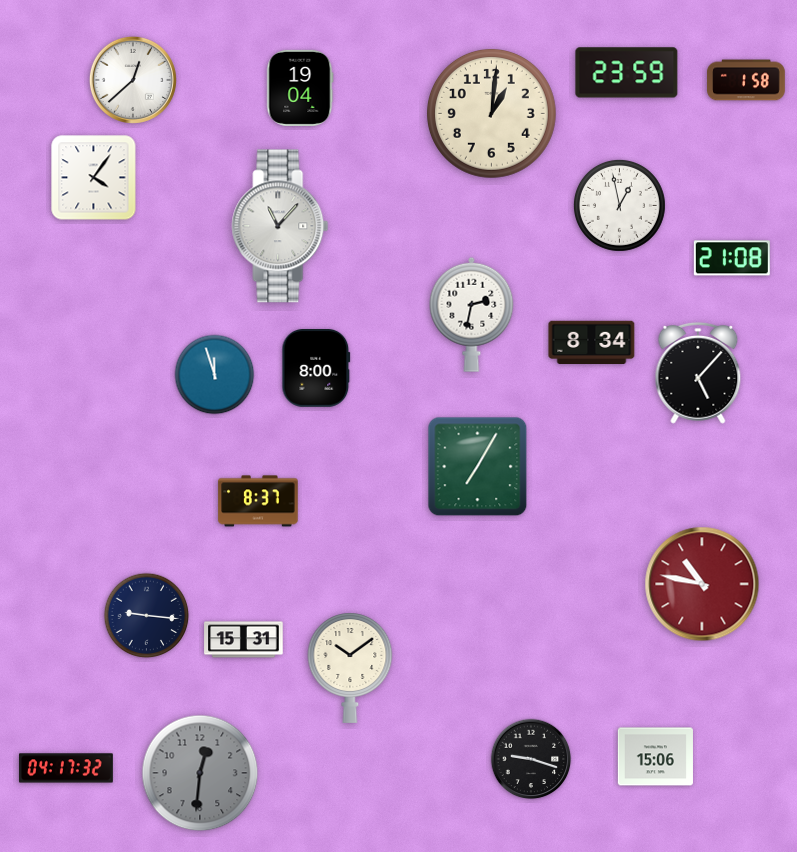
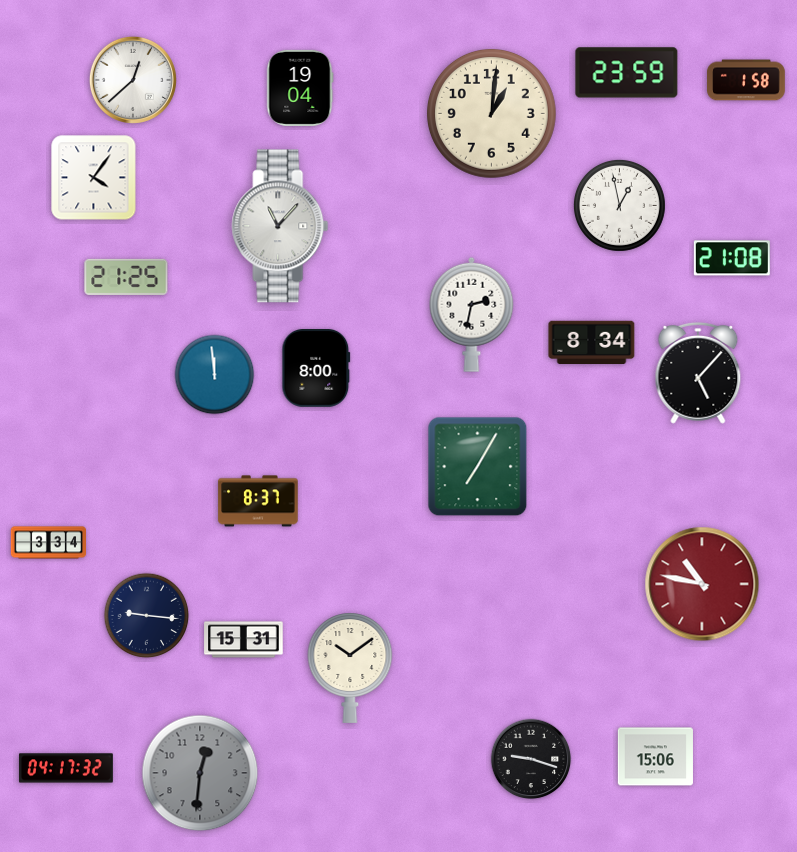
clock at (126, 277): none -> 21:25
clock at (215, 375): 11:57 -> 11:59
clock at (48, 543): none -> 3:34
